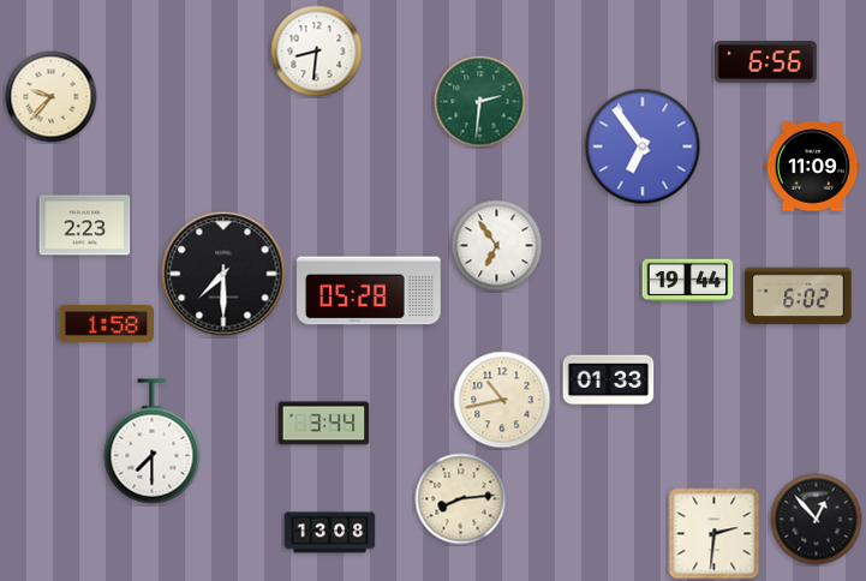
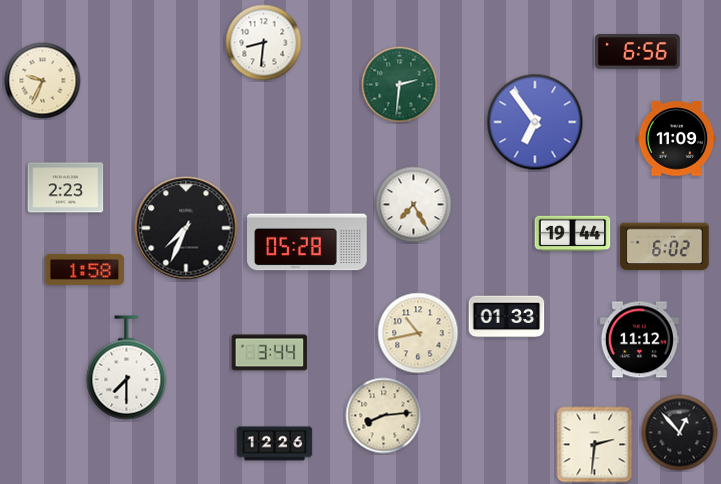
clock at (52, 97): 9:37 -> 9:34
clock at (85, 226) position: (85, 226) -> (66, 188)
clock at (497, 246): 6:54 -> 7:25
clock at (223, 274): 7:30 -> 7:34
clock at (106, 323) position: (106, 323) -> (84, 269)
clock at (639, 340): none -> 11:12
clock at (330, 533): 13:08 -> 12:26
